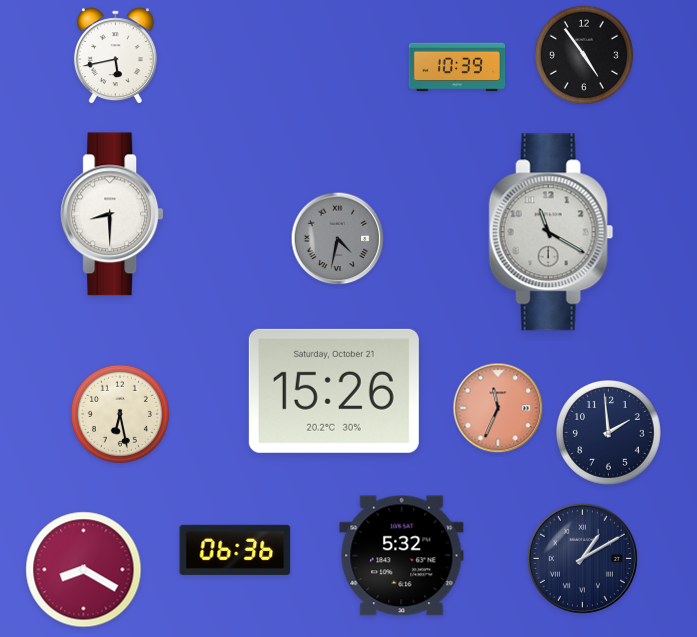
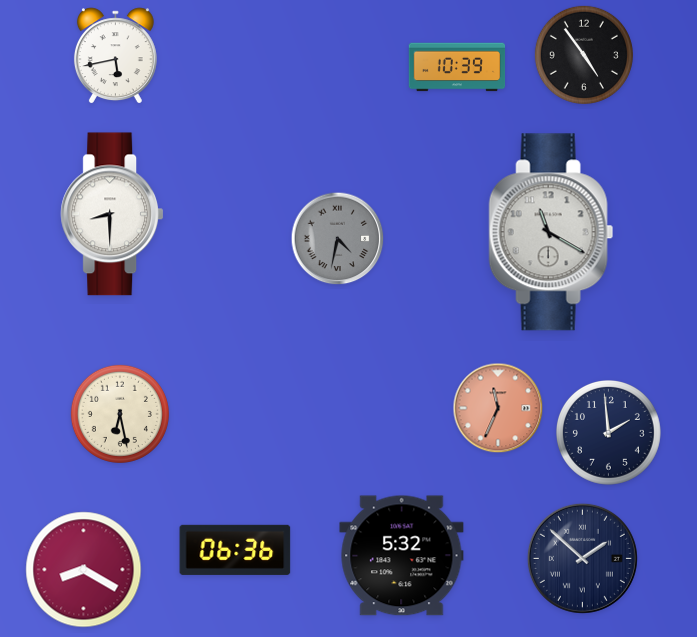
clock at (334, 391): 15:26 -> none
clock at (582, 558): 1:10 -> 1:52
